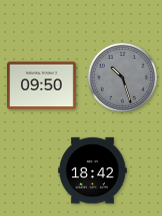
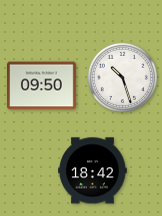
clock at (122, 77) dial: grey -> white
